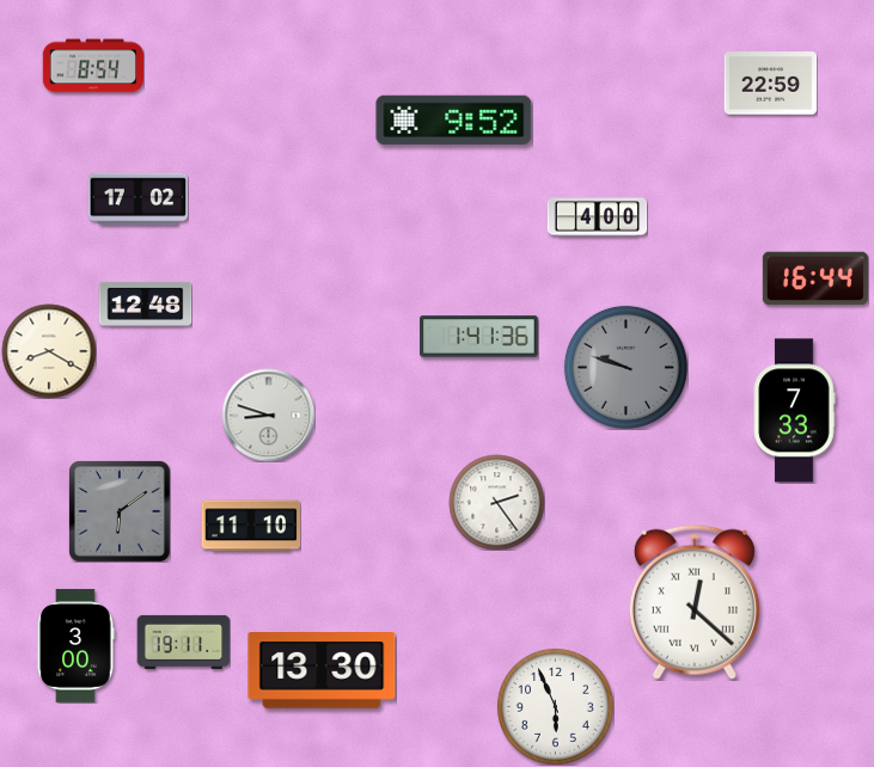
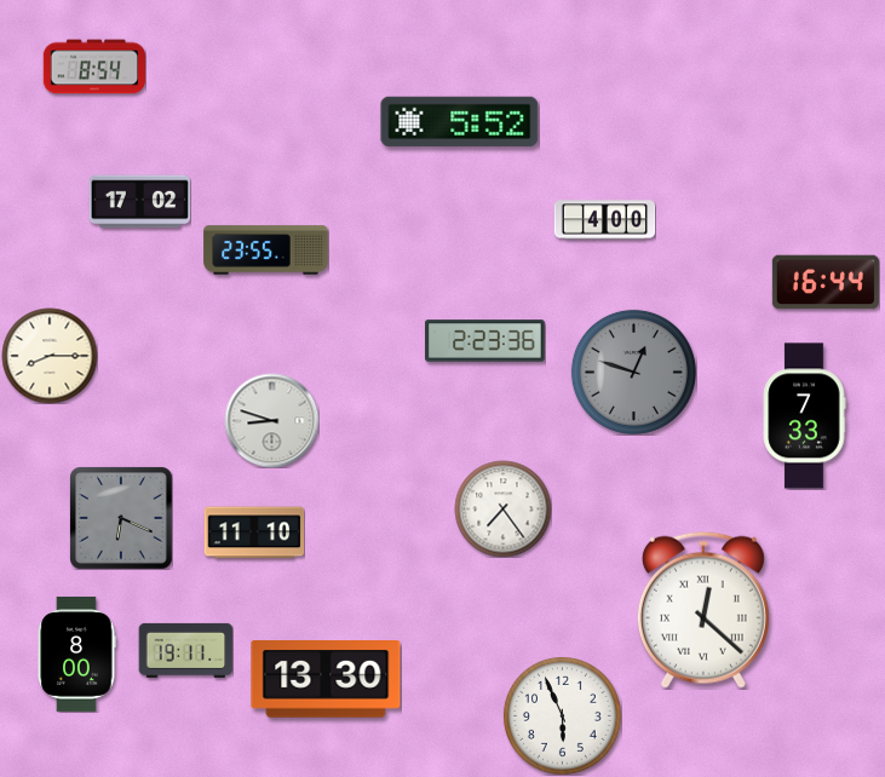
clock at (770, 84): 22:59 -> none
clock at (454, 119): 9:52 -> 5:52
clock at (266, 251): none -> 23:55
clock at (145, 303): 12:48 -> none
clock at (479, 337): 1:41 -> 2:23
clock at (49, 351): 8:20 -> 8:15
clock at (625, 367): 9:48 -> 12:48
clock at (496, 502): 2:24 -> 7:24
clock at (120, 511): 6:09 -> 6:19
clock at (75, 645): 3:00 -> 8:00
